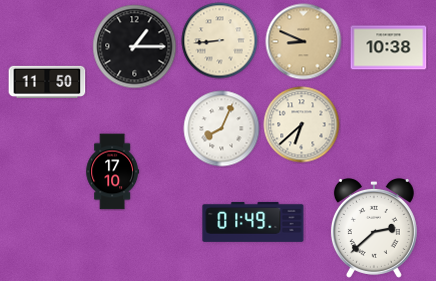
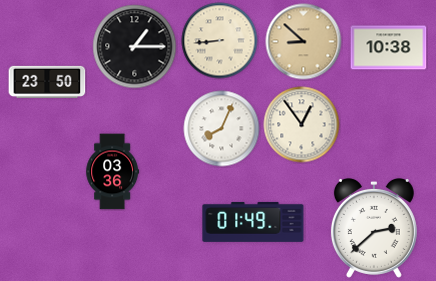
clock at (304, 42): 8:49 -> 8:52
clock at (47, 82): 11:50 -> 23:50
clock at (302, 125): 6:38 -> 12:54
clock at (113, 172): 17:10 -> 03:36
